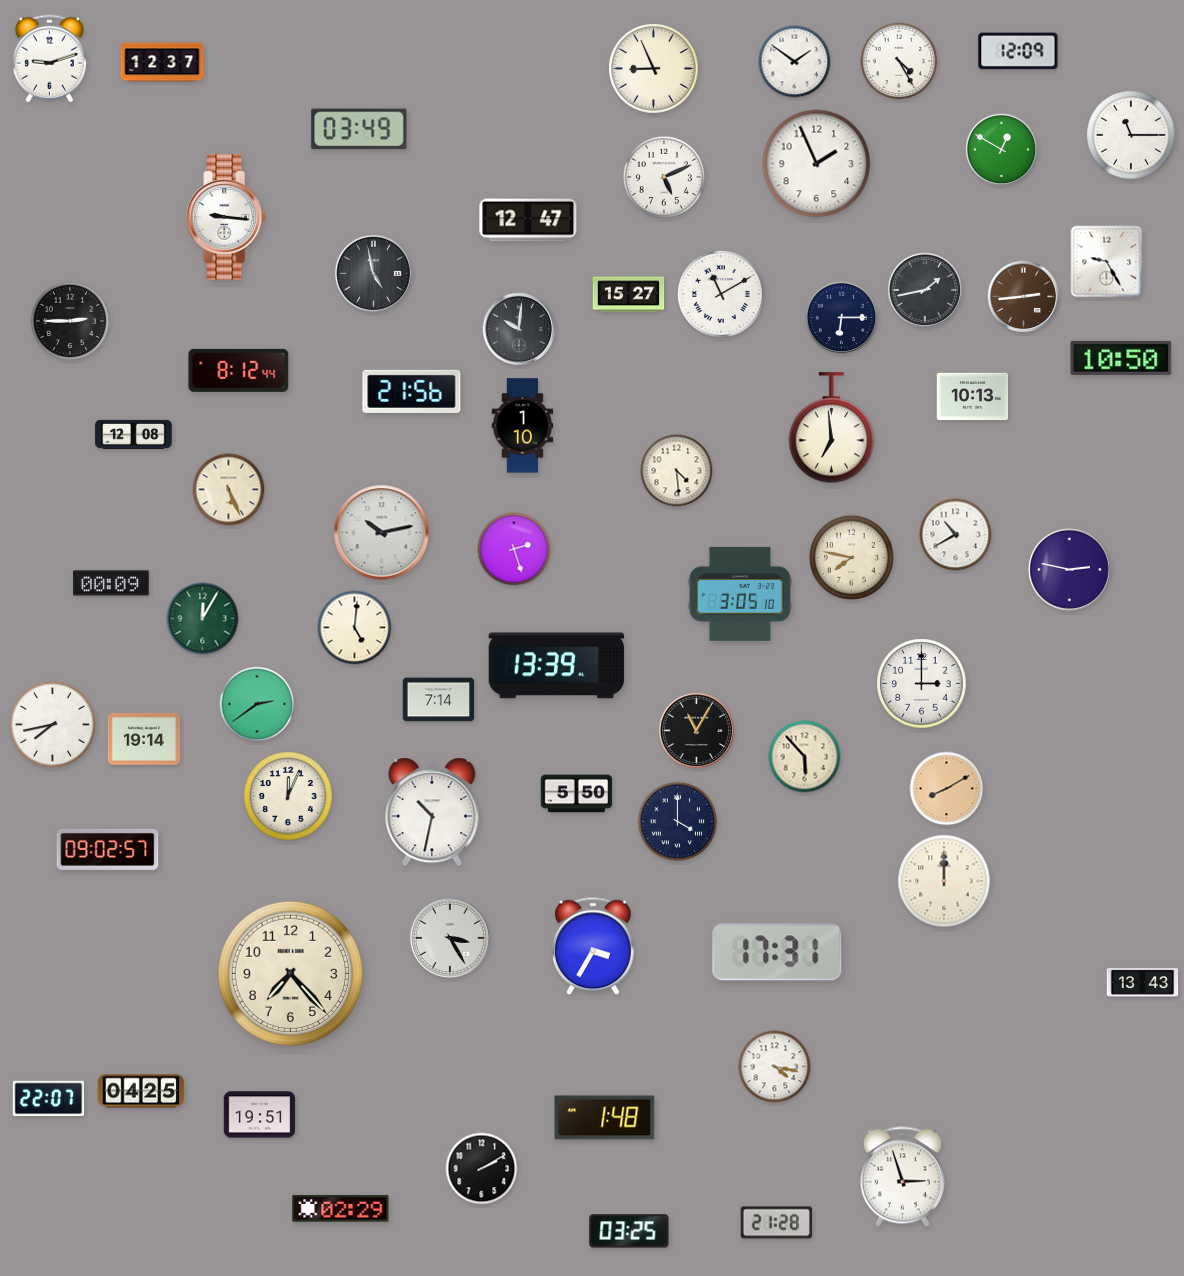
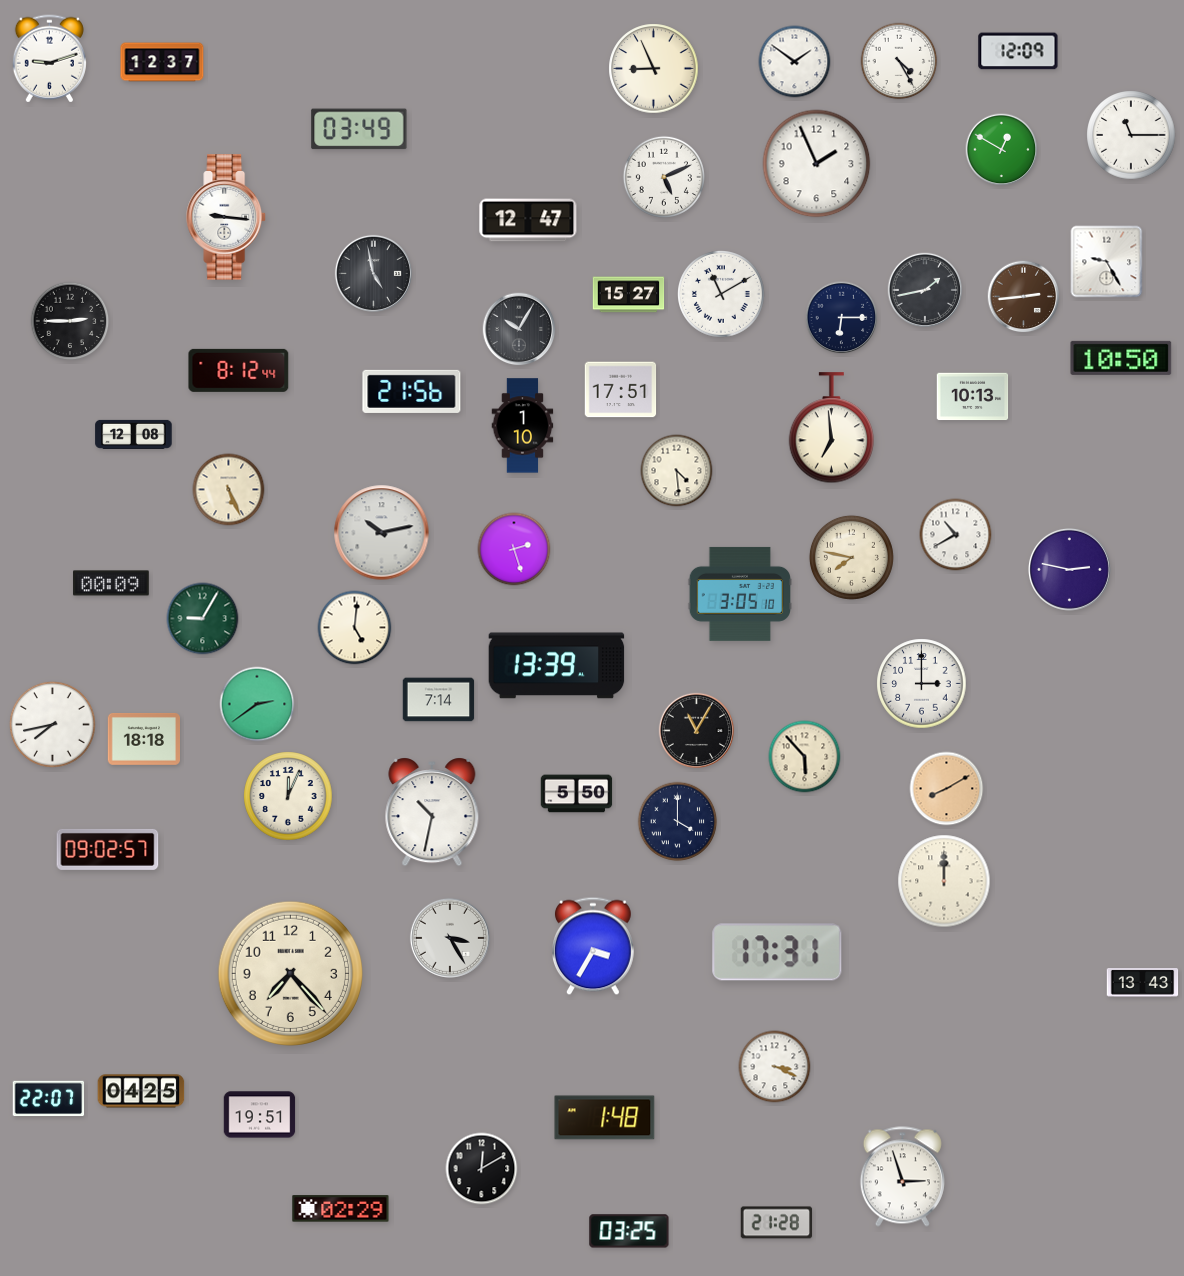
clock at (519, 329): 10:01 -> 10:05
clock at (621, 390): none -> 17:51
clock at (203, 619): 12:05 -> 9:05
clock at (143, 739): 19:14 -> 18:18
clock at (775, 1067): 4:17 -> 3:19
clock at (482, 1169): 2:10 -> 12:10
